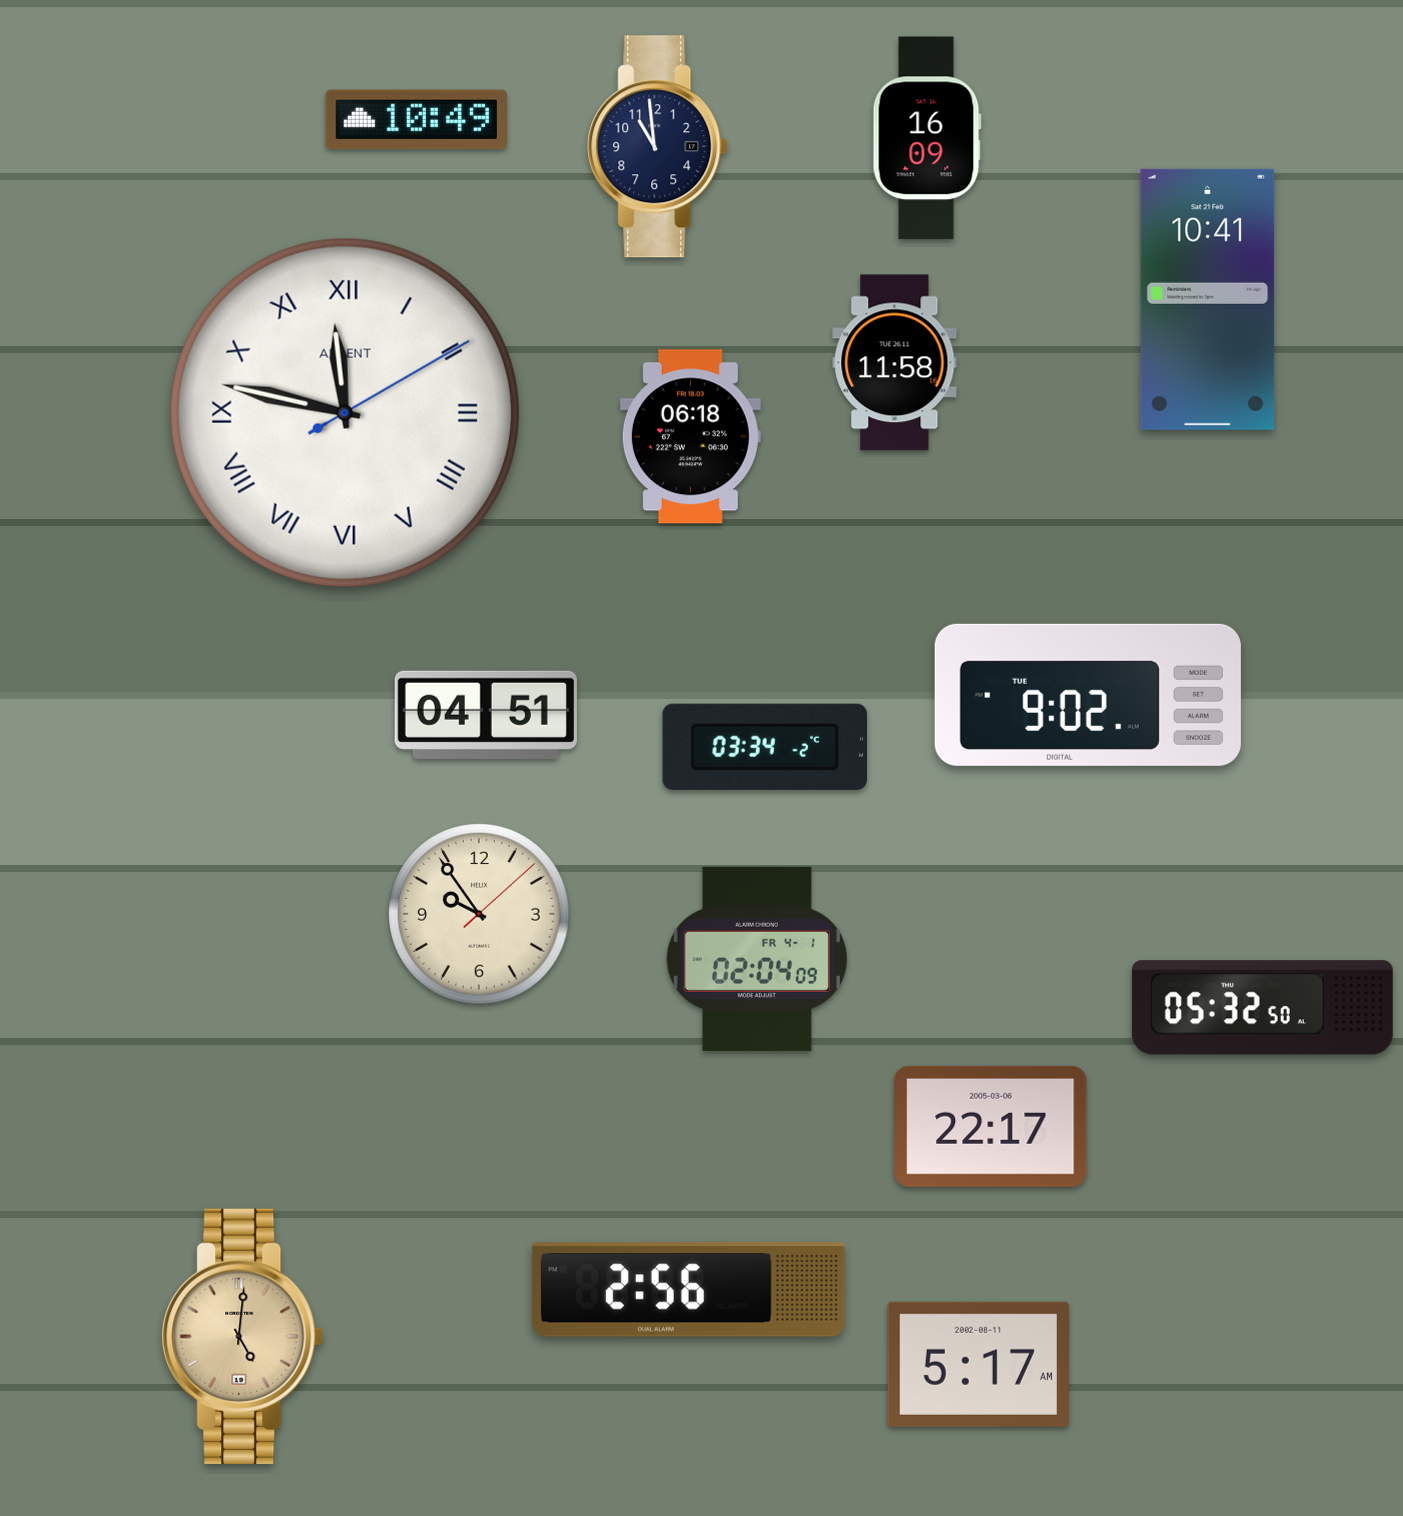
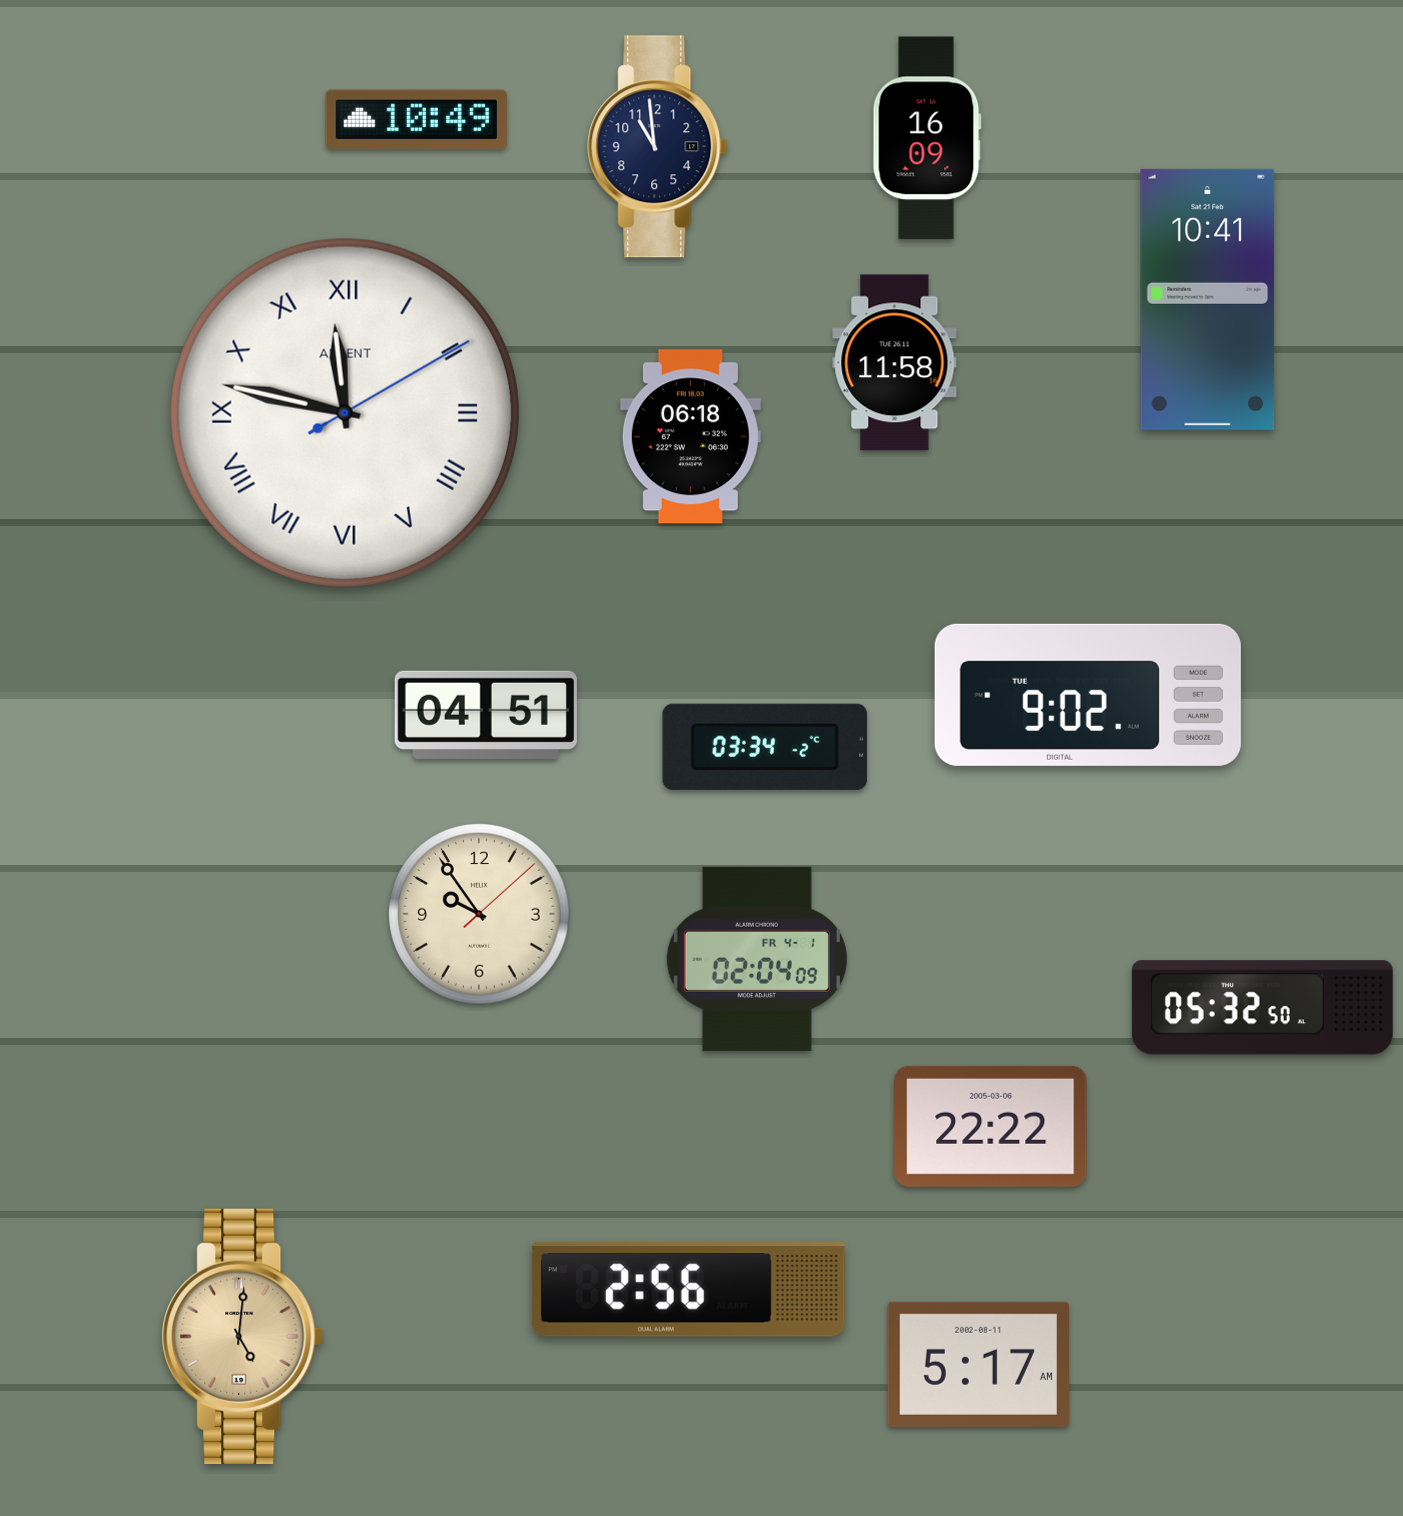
clock at (991, 1126): 22:17 -> 22:22
